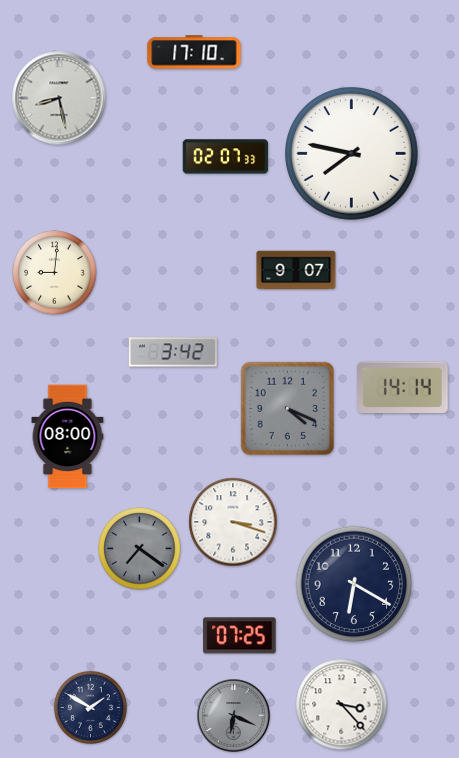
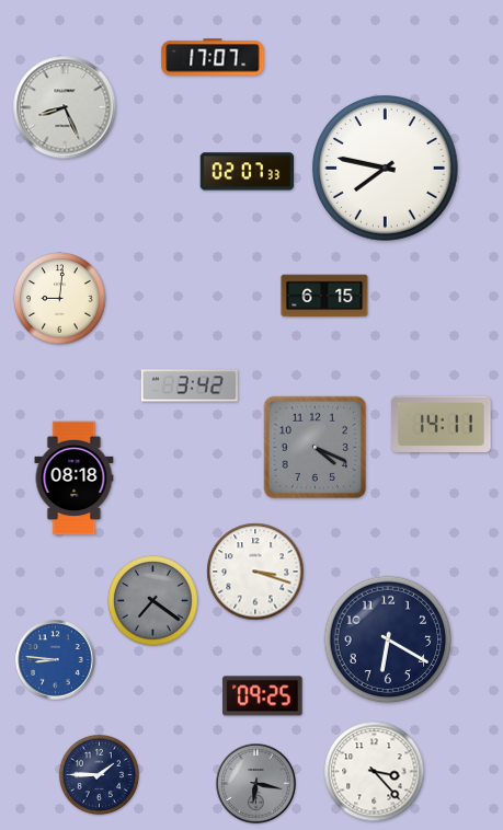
clock at (194, 52): 17:10 -> 17:07
clock at (59, 98): 8:28 -> 8:26
clock at (296, 270): 9:07 -> 6:15
clock at (403, 387): 14:14 -> 14:11
clock at (68, 437): 08:00 -> 08:18
clock at (56, 660): none -> 8:46
clock at (240, 636): 07:25 -> 09:25
clock at (90, 707): 1:50 -> 1:45
clock at (234, 716): 6:19 -> 6:17
